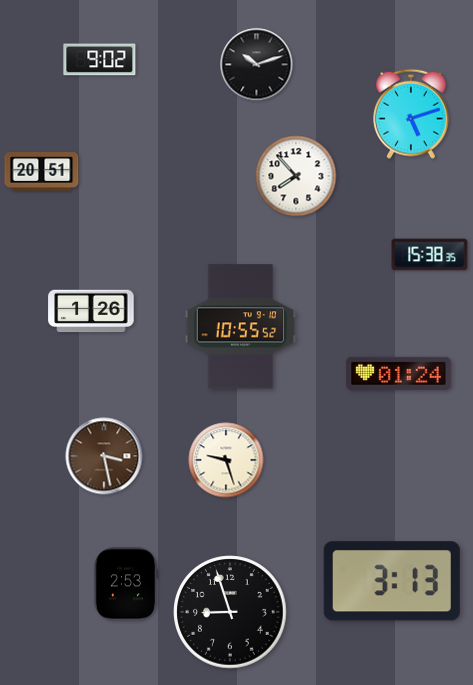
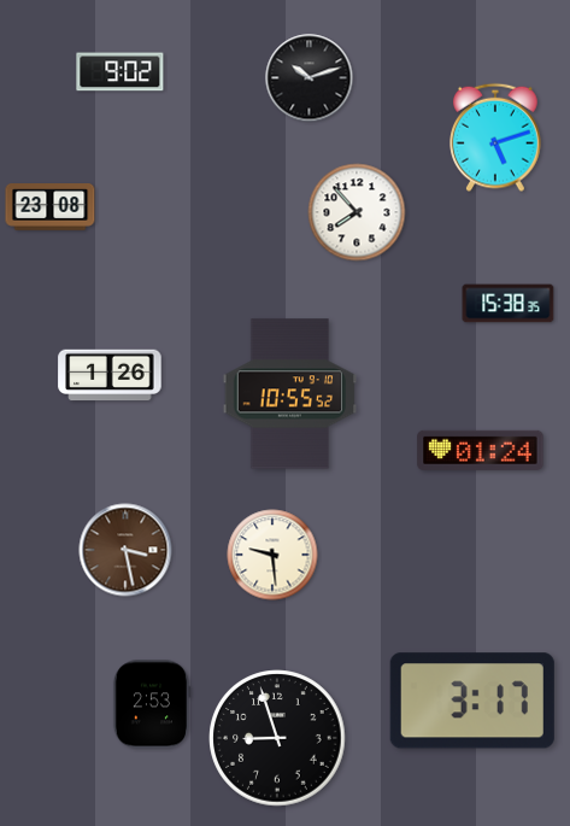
clock at (42, 172): 20:51 -> 23:08
clock at (430, 255) position: (430, 255) -> (509, 304)
clock at (226, 460): 9:27 -> 9:29
clock at (392, 581): 3:13 -> 3:17
